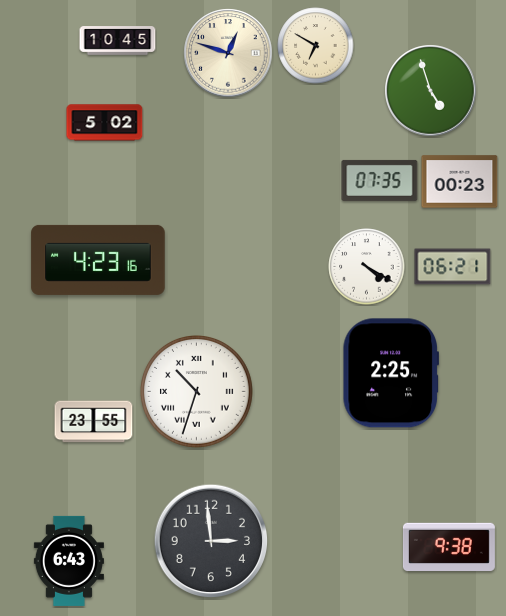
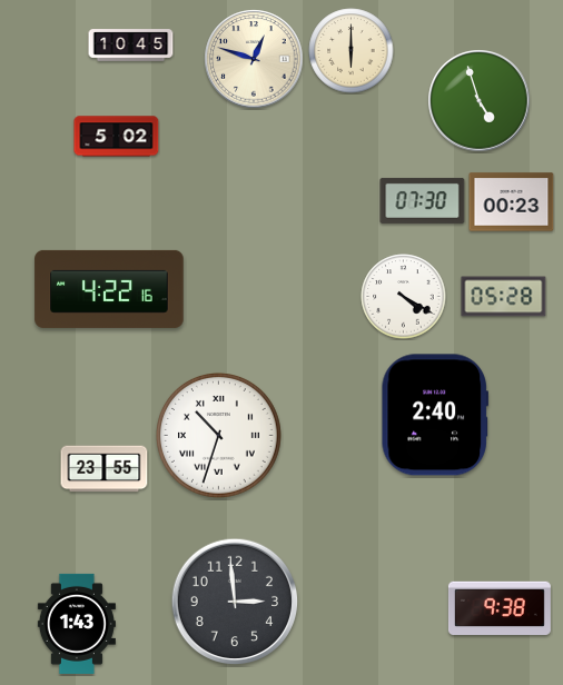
clock at (316, 46): 6:50 -> 6:00
clock at (380, 180): 07:35 -> 07:30
clock at (98, 260): 4:23 -> 4:22
clock at (367, 267) position: (367, 267) -> (404, 297)
clock at (453, 267): 06:21 -> 05:28
clock at (390, 373): 2:25 -> 2:40
clock at (69, 561): 6:43 -> 1:43
